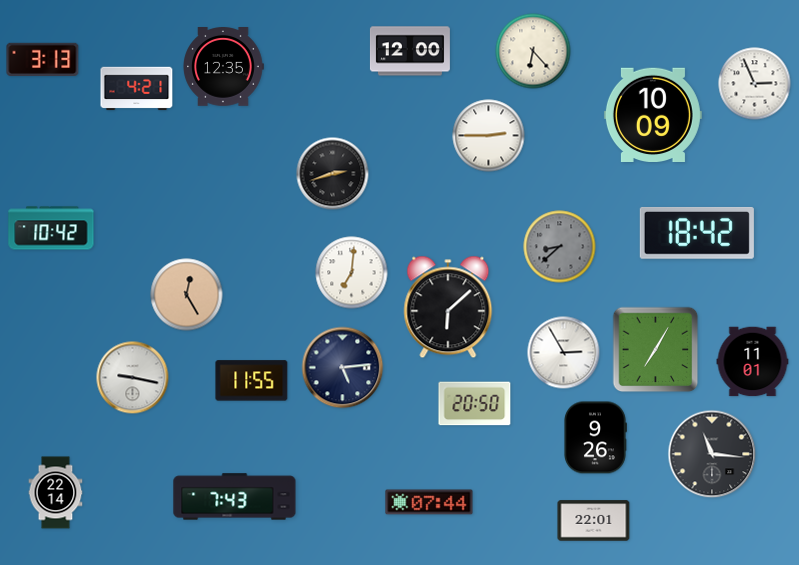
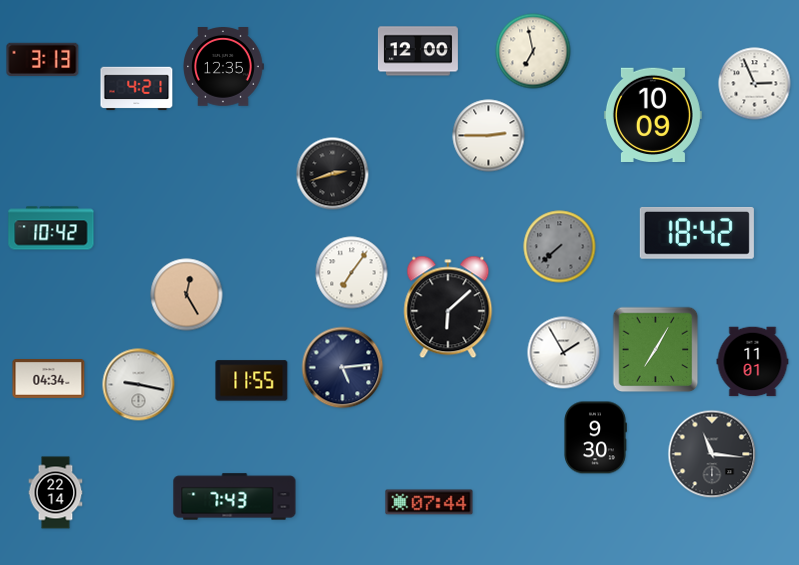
clock at (410, 51) position: (410, 51) -> (418, 51)
clock at (533, 51): 6:23 -> 6:58
clock at (560, 247): 8:38 -> 7:38
clock at (352, 273): 7:01 -> 7:06
clock at (564, 353): 2:55 -> 1:55
clock at (133, 378) position: (133, 378) -> (139, 385)
clock at (49, 379): none -> 04:34
clock at (475, 404): 20:50 -> none
clock at (595, 438): 9:26 -> 9:30
clock at (594, 521): 22:01 -> none
